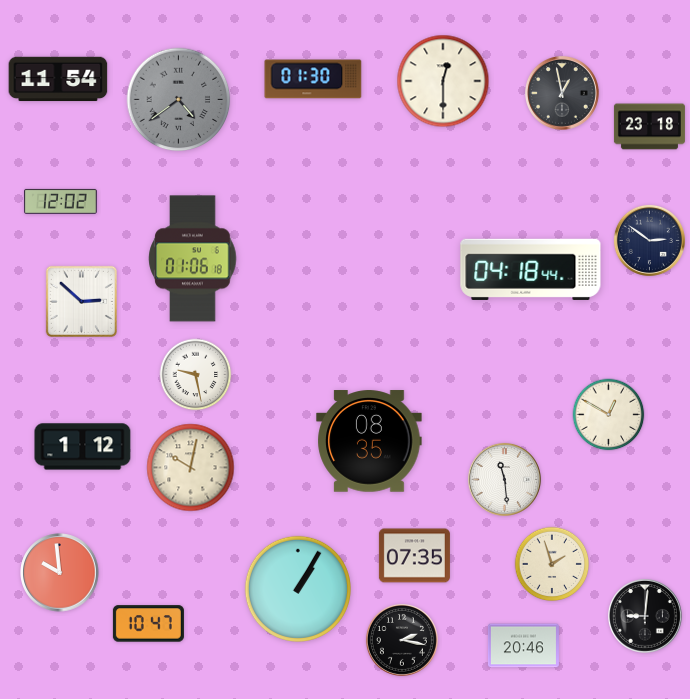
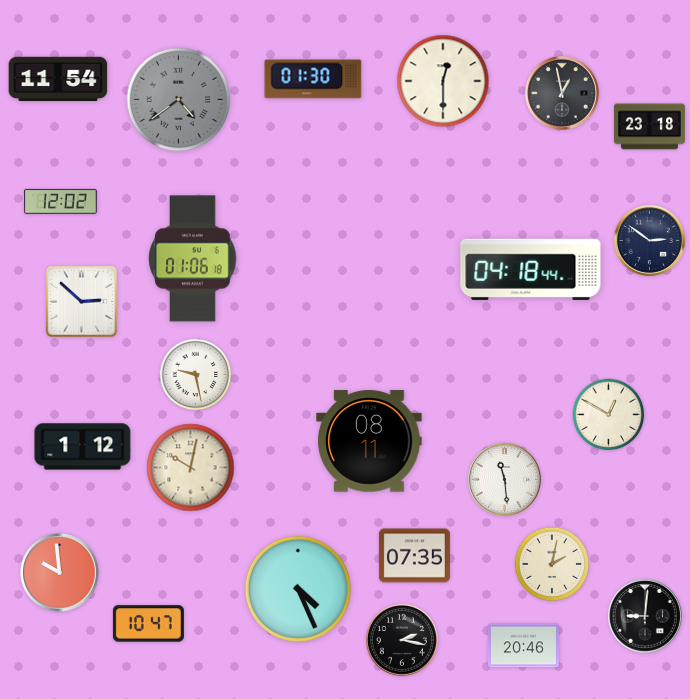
clock at (369, 441): 08:35 -> 08:11
clock at (552, 564): 1:57 -> 2:02
clock at (298, 589): 1:05 -> 4:26
